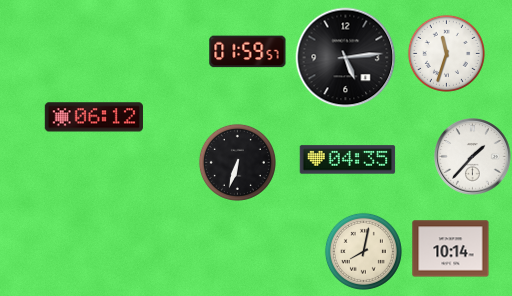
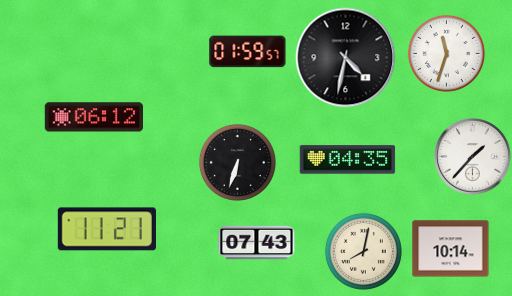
clock at (346, 58): 5:14 -> 4:32
clock at (107, 229): none -> 11:21
clock at (257, 243): none -> 07:43
